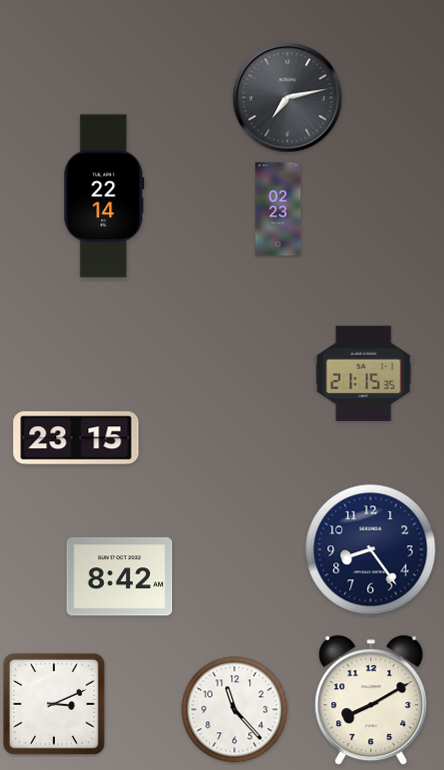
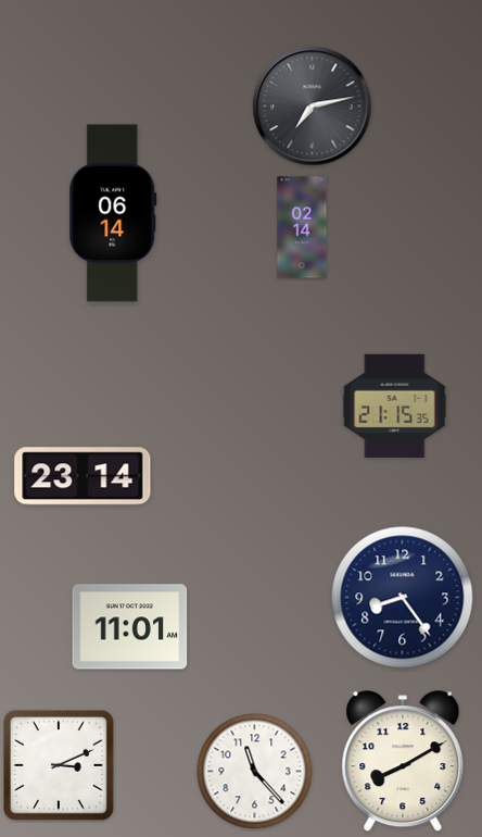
clock at (104, 196): 22:14 -> 06:14
clock at (278, 209): 02:23 -> 02:14
clock at (76, 438): 23:15 -> 23:14
clock at (120, 577): 8:42 -> 11:01
